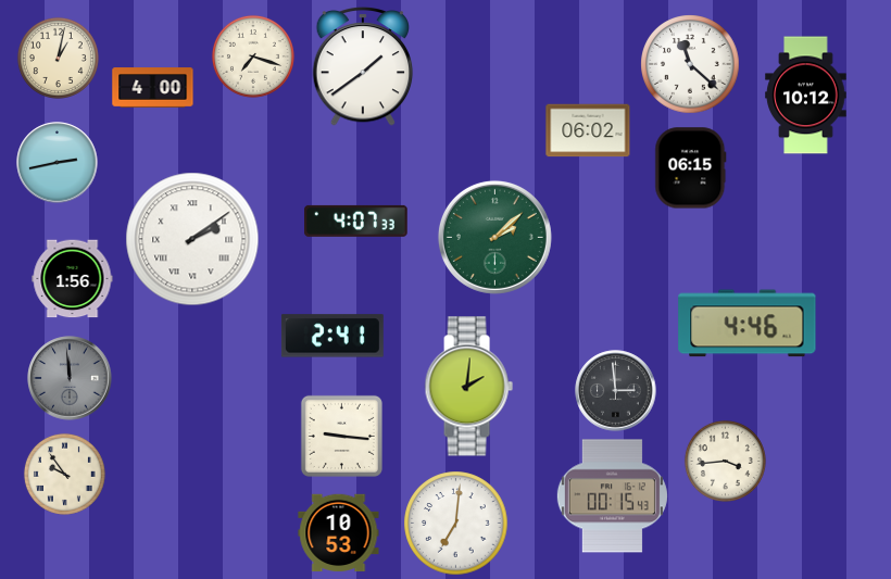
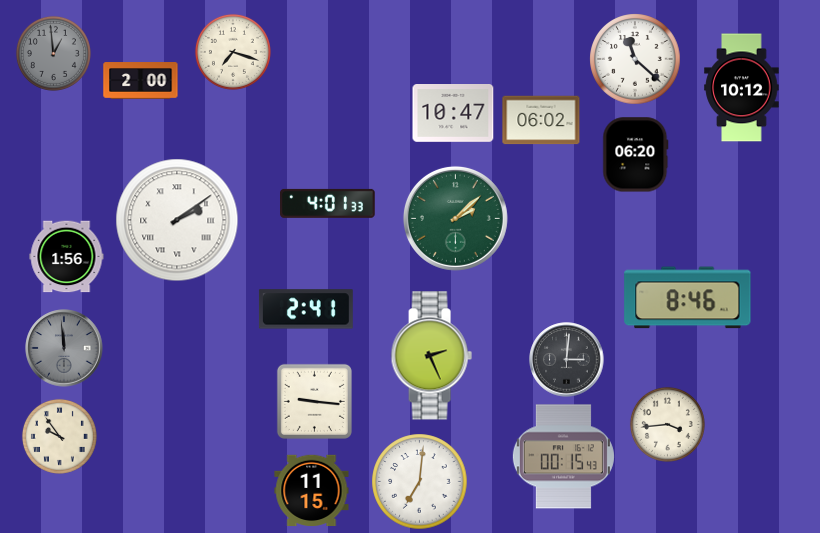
clock at (58, 58): 1:02 -> 12:59
clock at (58, 58) dial: cream -> grey
clock at (363, 66): 1:39 -> none
clock at (153, 88): 4:00 -> 2:00
clock at (453, 114): none -> 10:47
clock at (58, 163): 2:43 -> none
clock at (691, 168): 06:15 -> 06:20
clock at (356, 221): 4:07 -> 4:01
clock at (748, 324): 4:46 -> 8:46
clock at (468, 387): 2:01 -> 2:26
clock at (616, 391): 2:59 -> 3:01
clock at (339, 532): 10:53 -> 11:15
